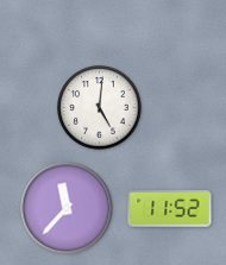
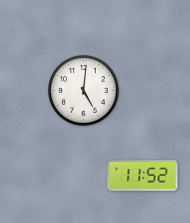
clock at (67, 208): 11:37 -> none
